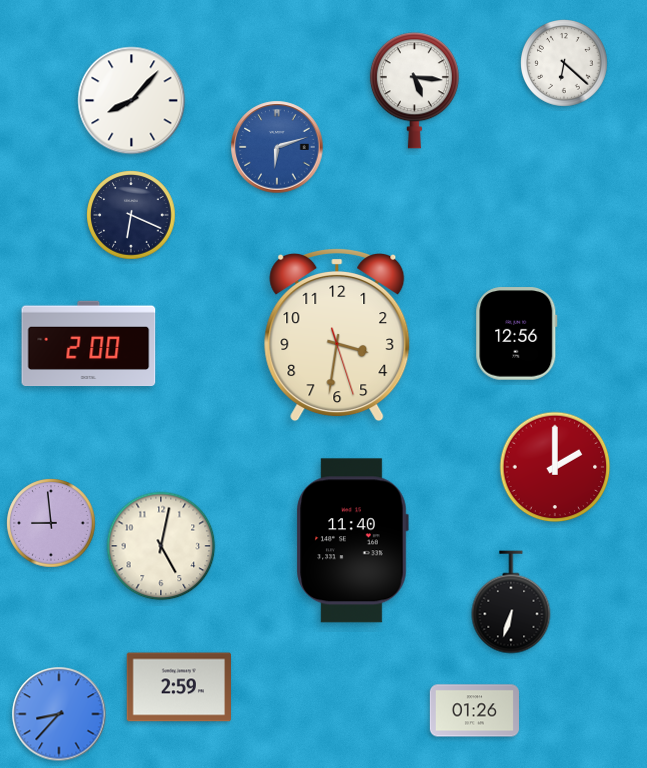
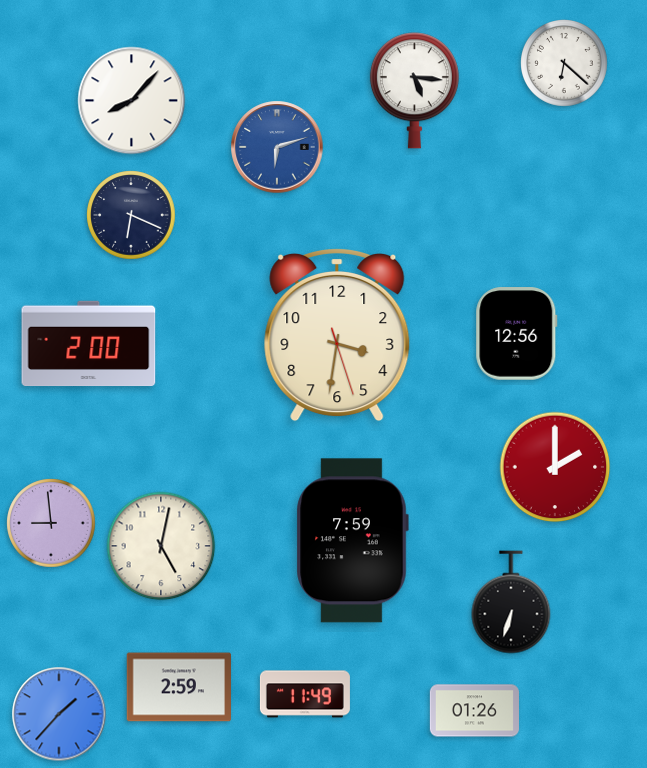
clock at (352, 541): 11:40 -> 7:59
clock at (305, 694): none -> 11:49
clock at (59, 714): 8:37 -> 1:37
